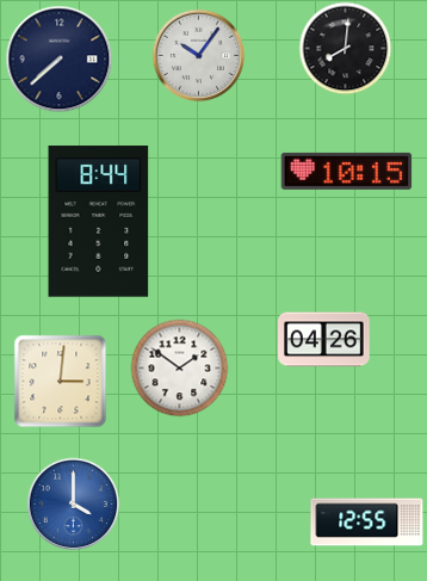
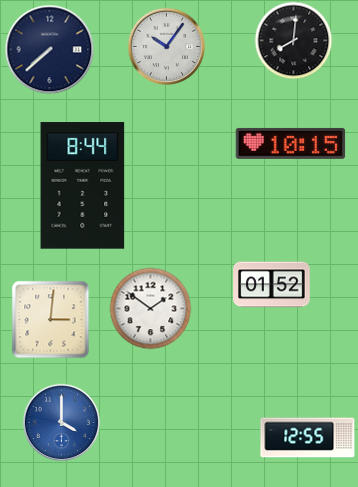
clock at (345, 48) position: (345, 48) -> (293, 40)
clock at (324, 340): 04:26 -> 01:52
